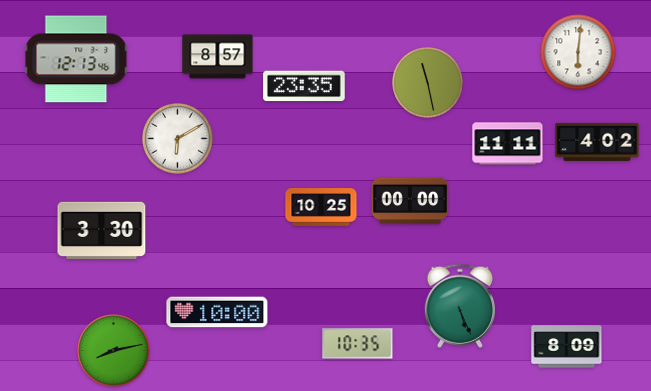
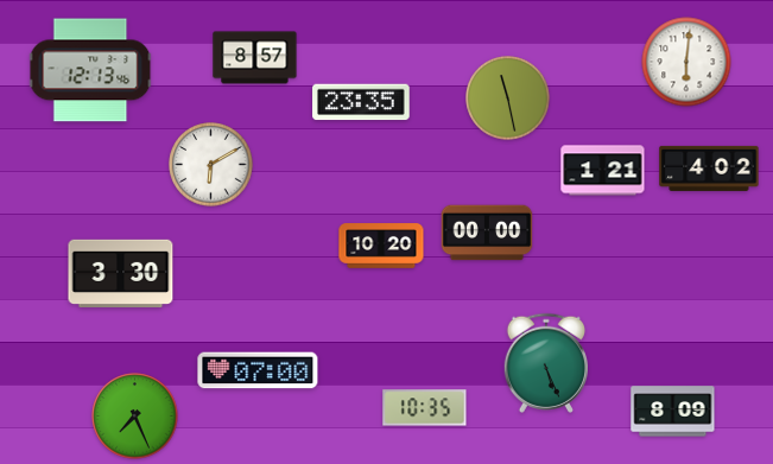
clock at (218, 57) position: (218, 57) -> (255, 58)
clock at (508, 144): 11:11 -> 1:21
clock at (410, 201) position: (410, 201) -> (487, 233)
clock at (321, 207): 10:25 -> 10:20
clock at (217, 312): 10:00 -> 07:00
clock at (114, 351): 8:13 -> 7:26
